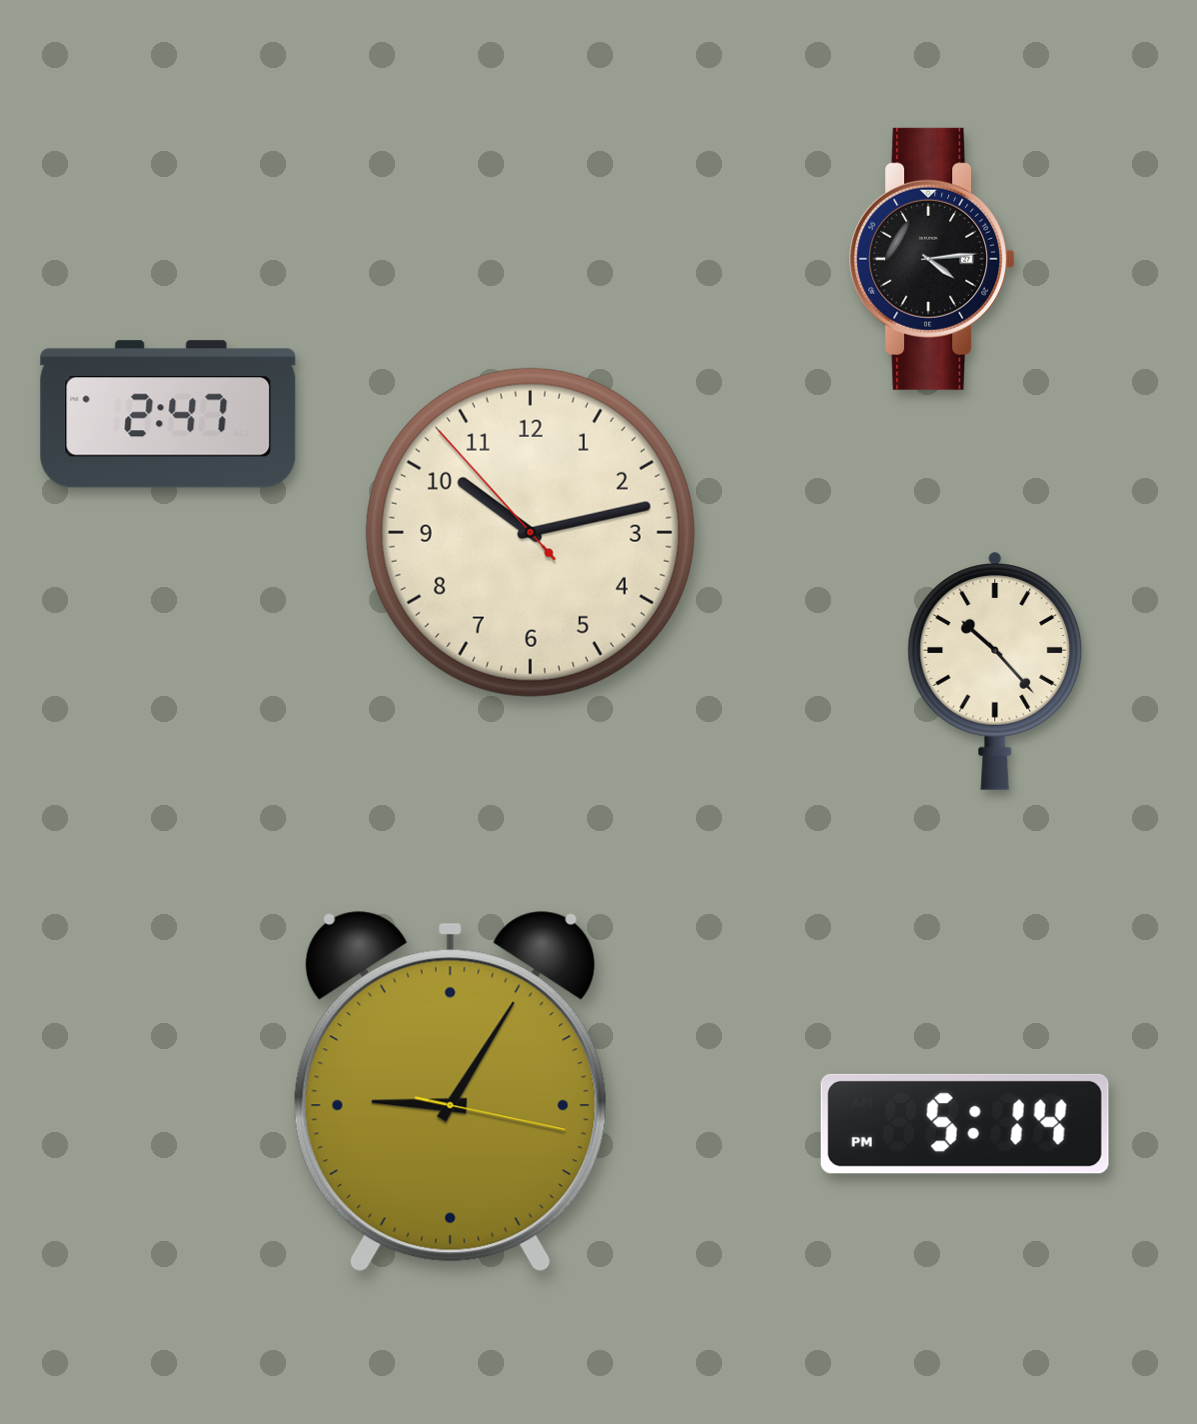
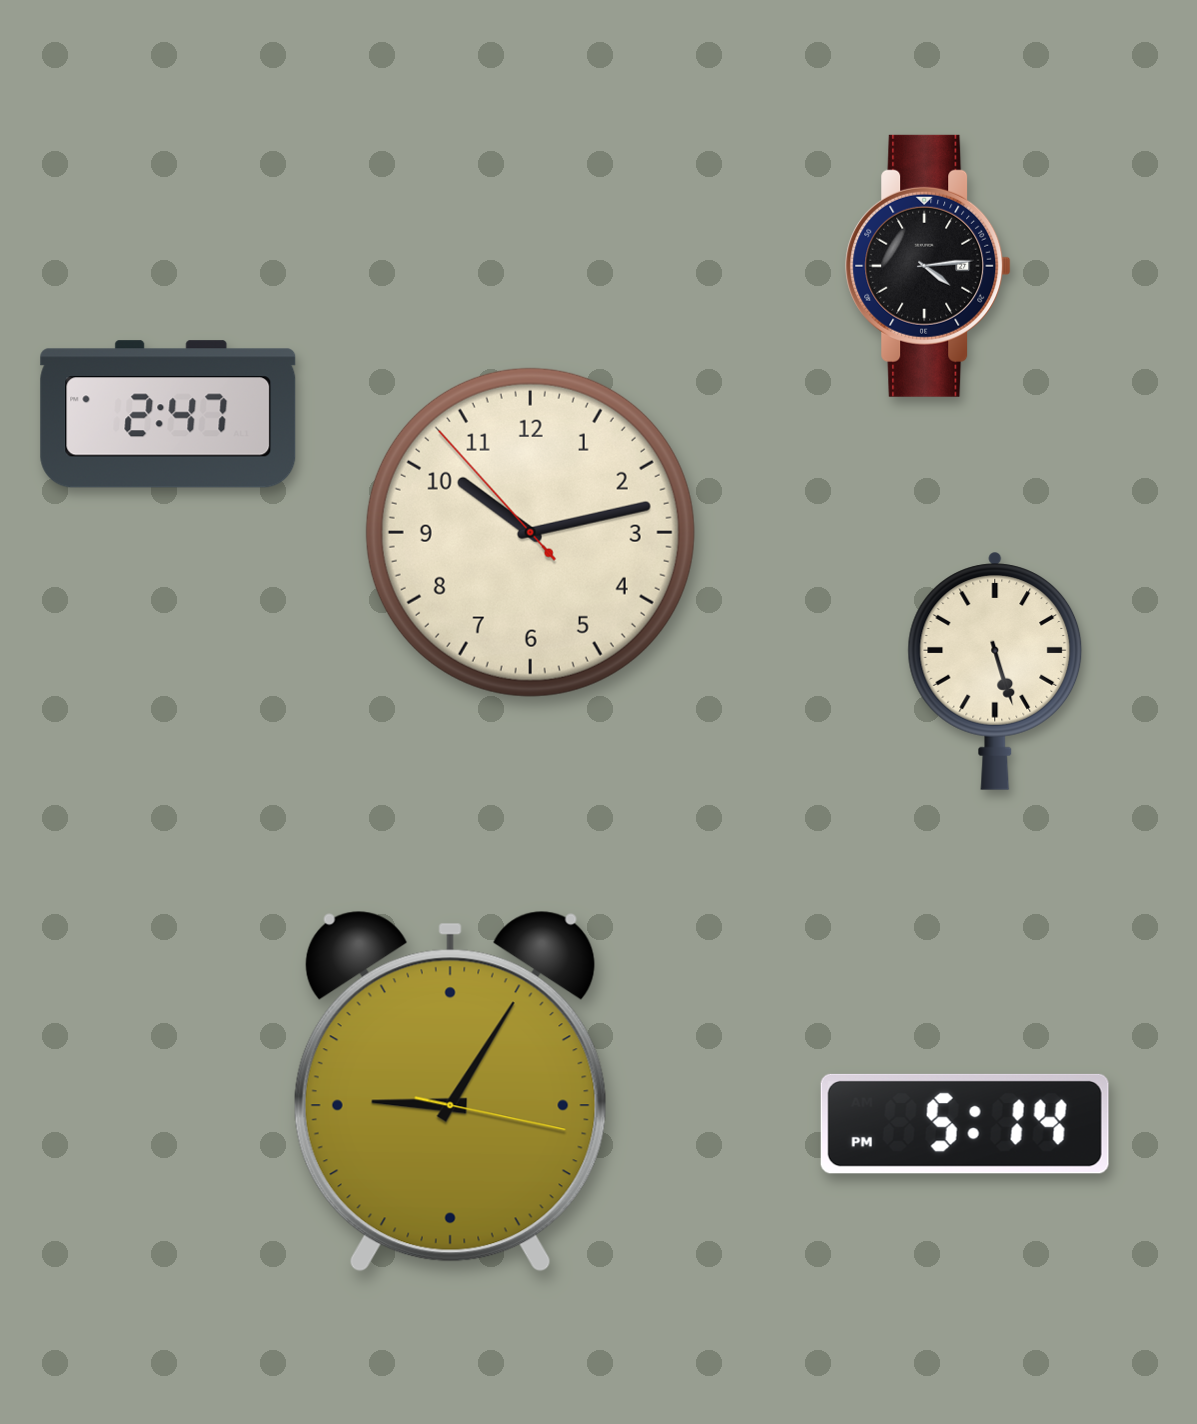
clock at (932, 259) position: (932, 259) -> (928, 266)
clock at (995, 671): 10:23 -> 5:27
